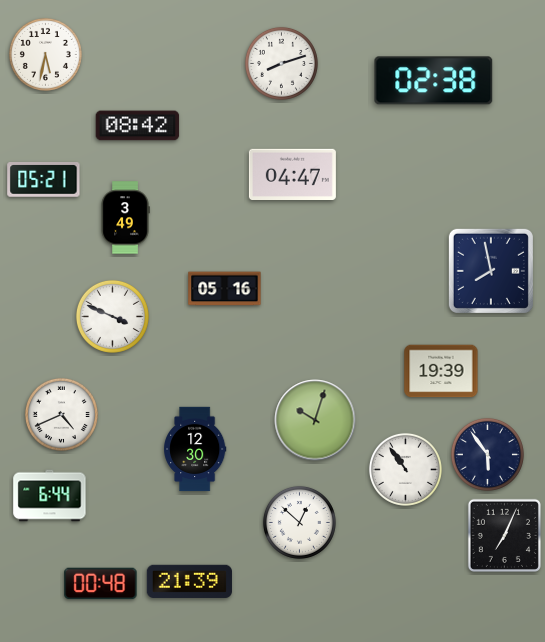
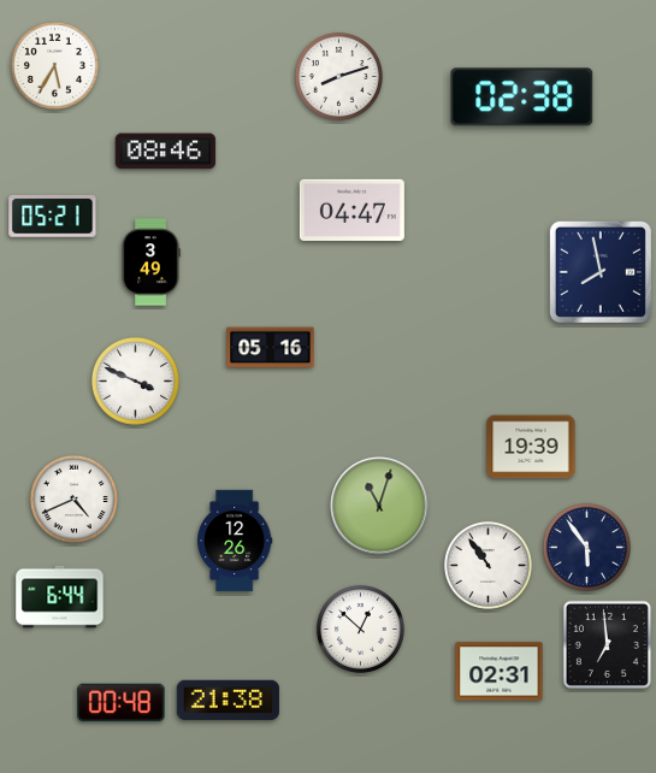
clock at (45, 54): 5:32 -> 5:35
clock at (138, 126): 08:42 -> 08:46
clock at (491, 271) position: (491, 271) -> (601, 272)
clock at (315, 420): 10:03 -> 11:03
clock at (196, 449): 12:30 -> 12:26
clock at (504, 535): 7:04 -> 6:59
clock at (500, 672): none -> 02:31
clock at (189, 581): 21:39 -> 21:38
